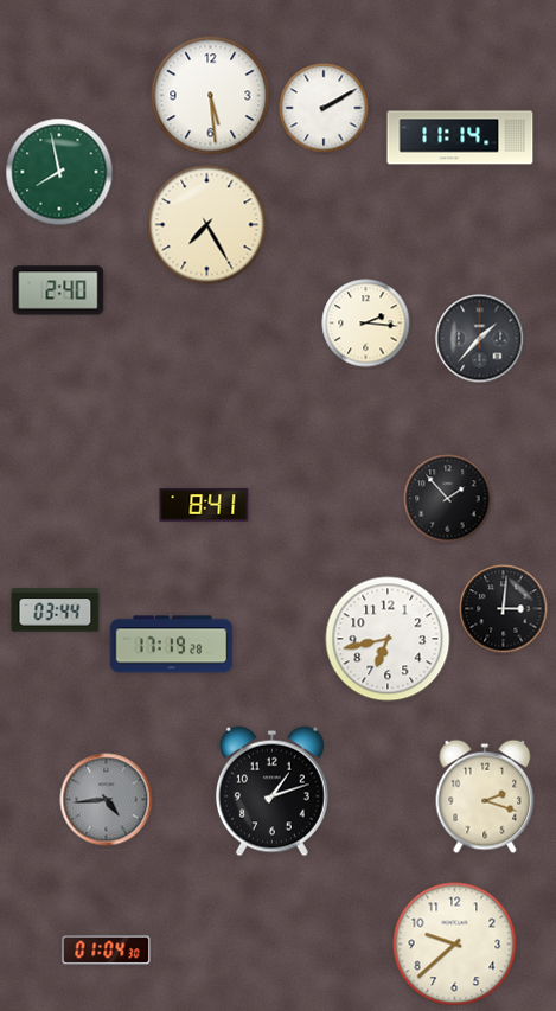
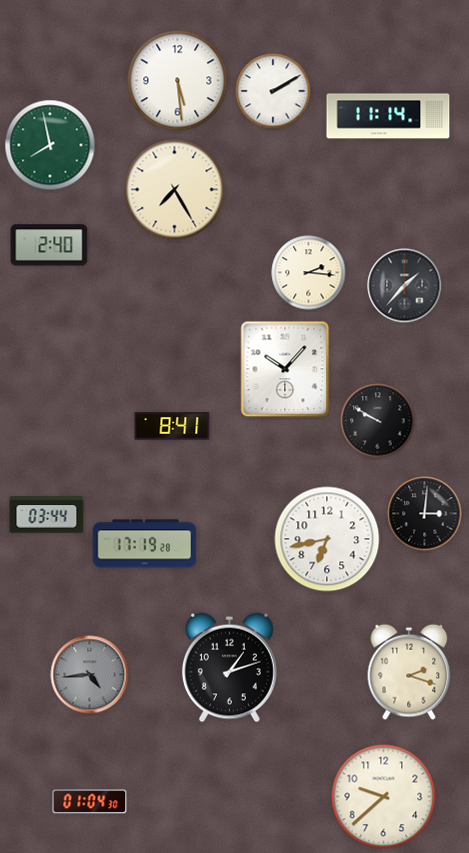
clock at (285, 369): none -> 10:07
clock at (448, 499): 1:53 -> 9:50
